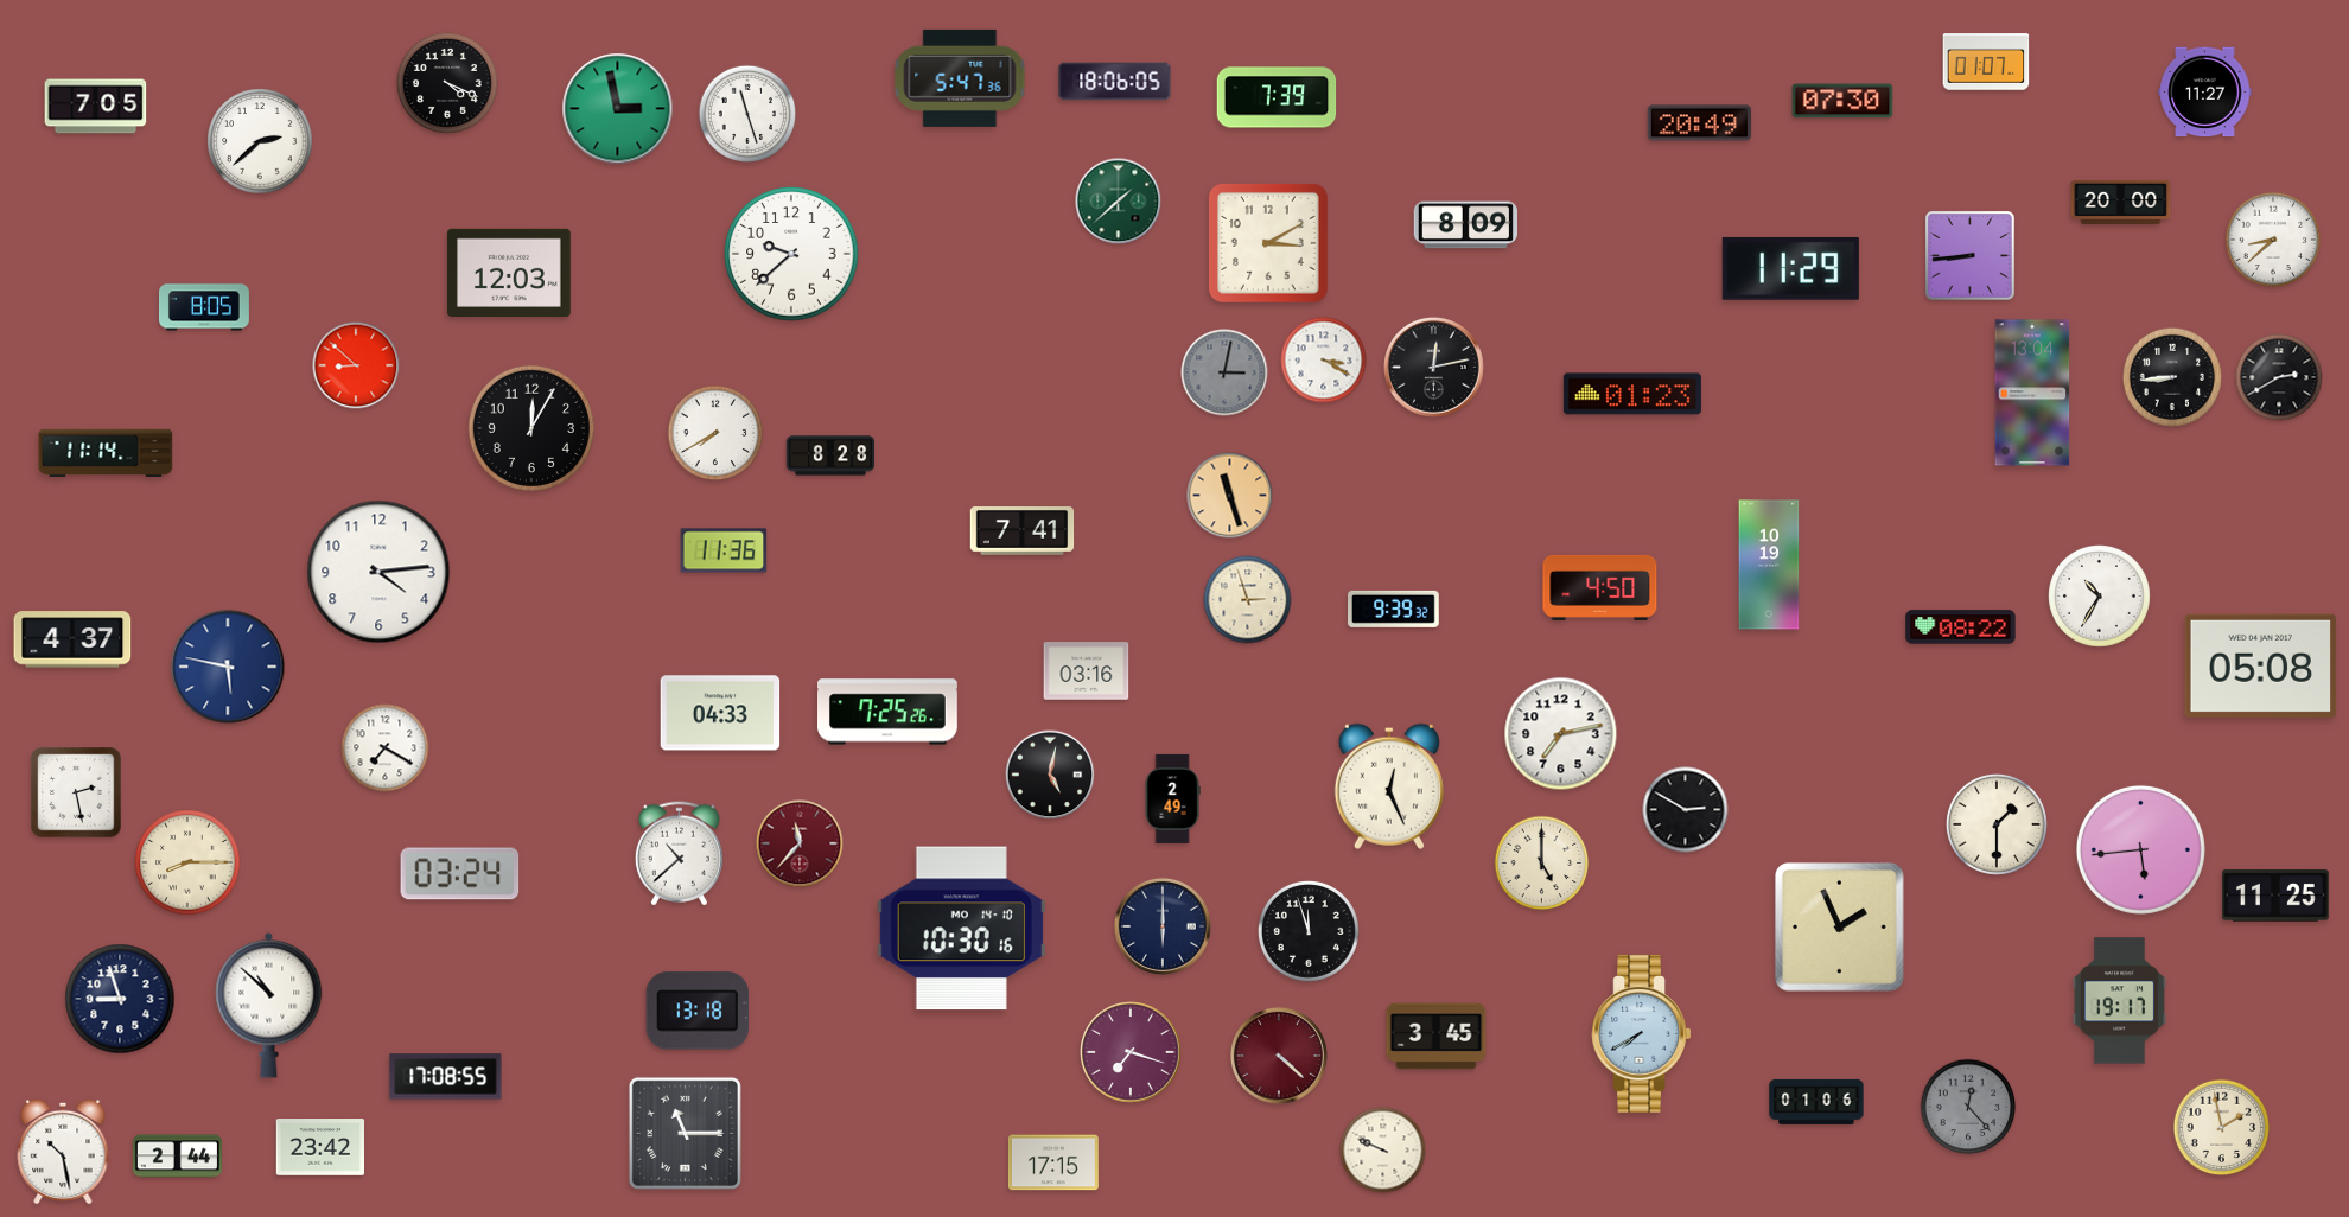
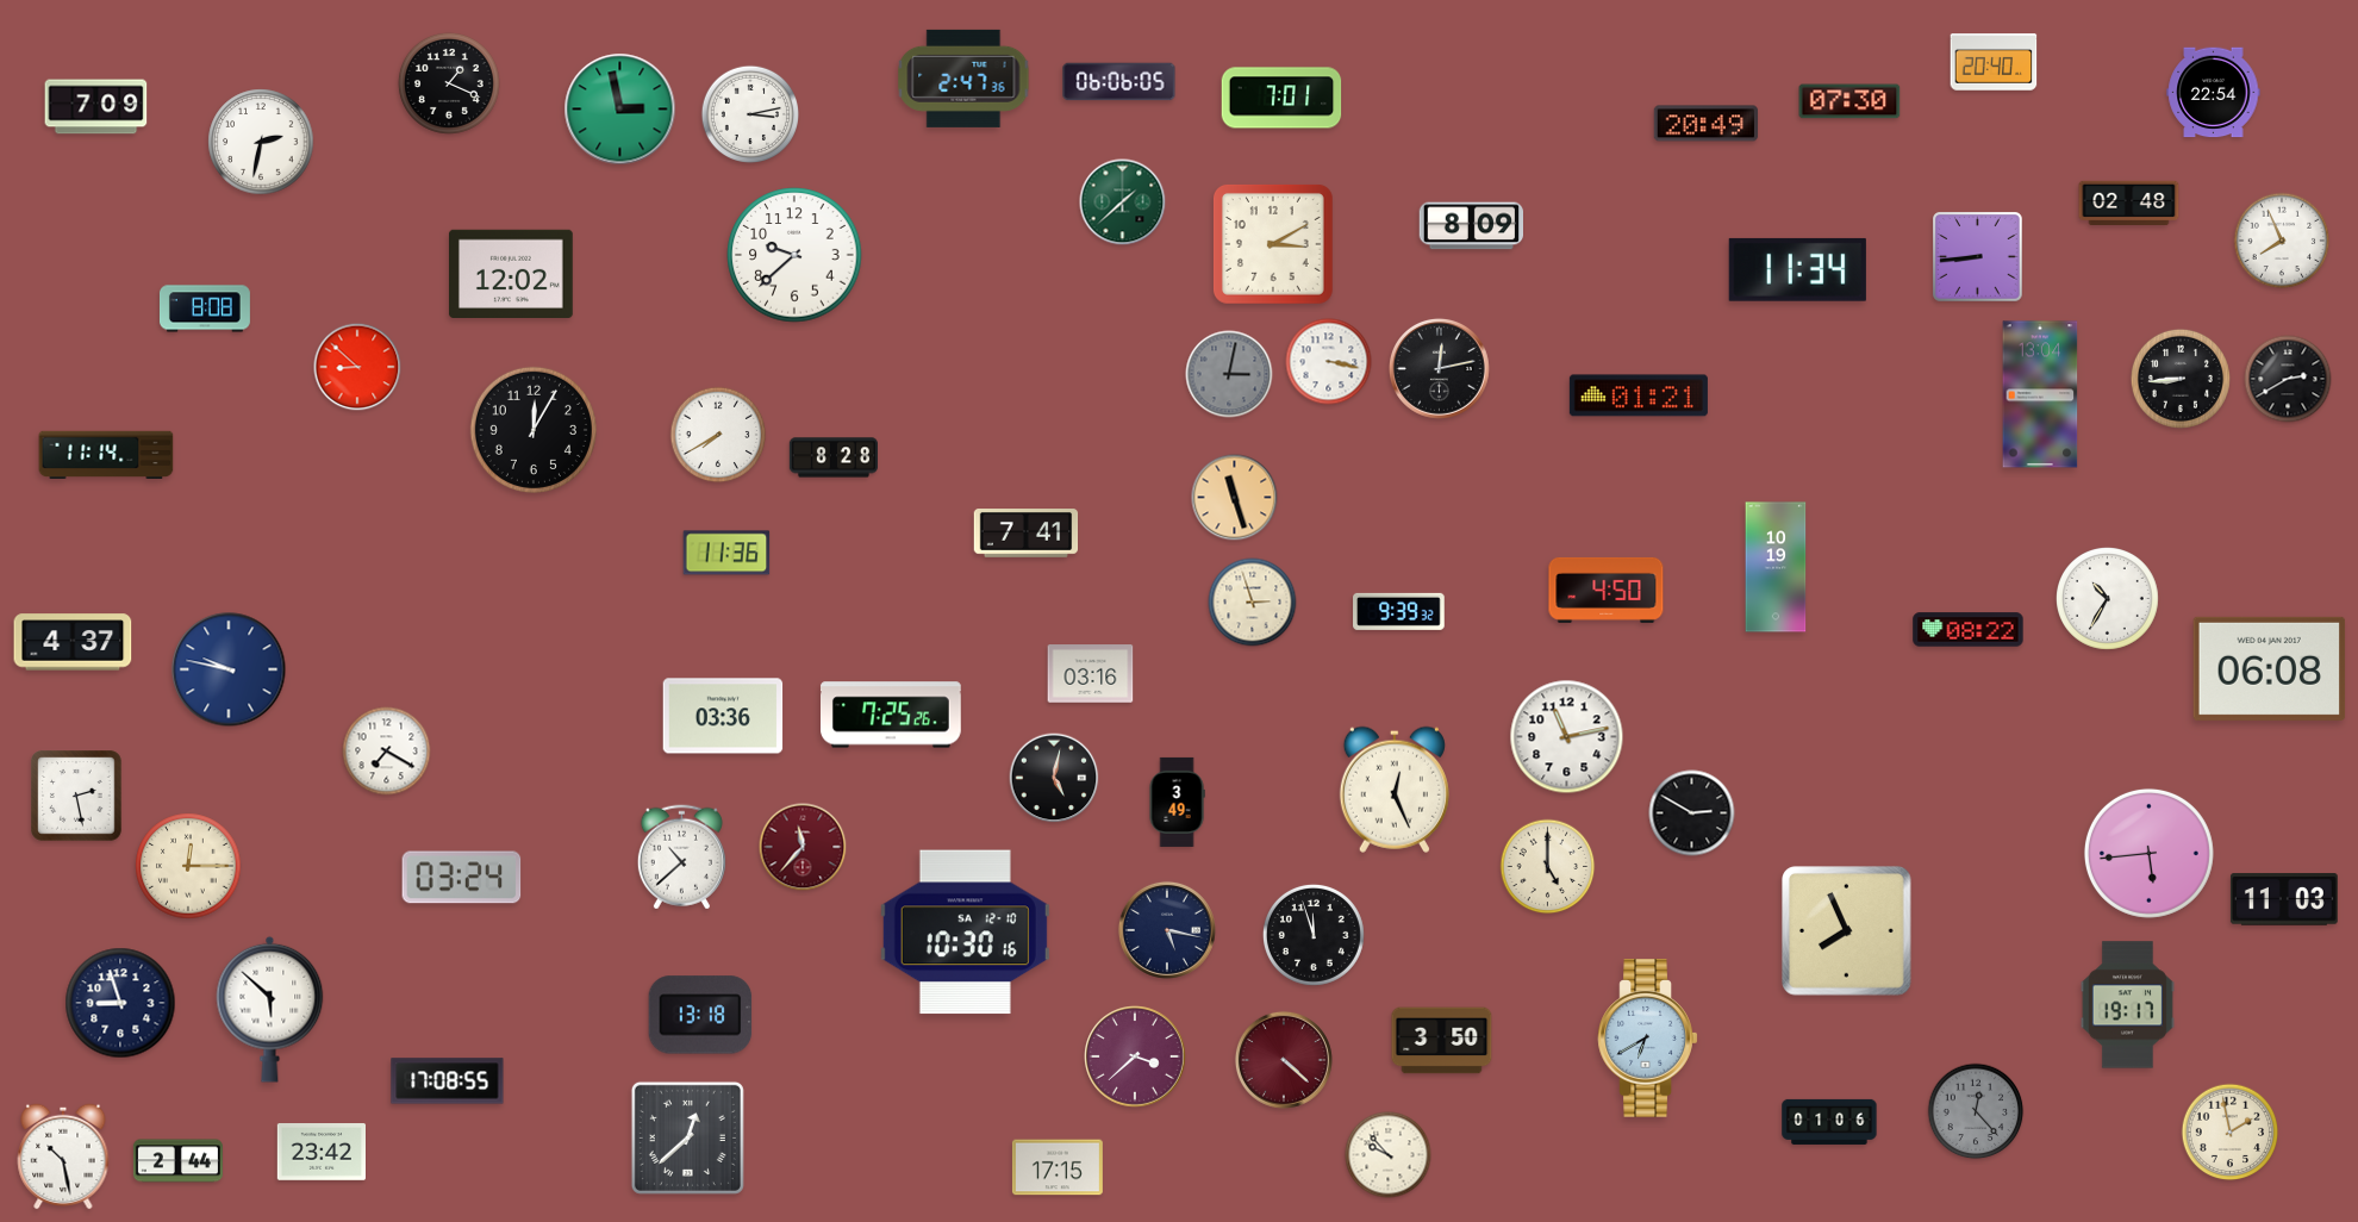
clock at (1986, 62): 01:07 -> 20:40
clock at (960, 78): 5:47 -> 2:47
clock at (1115, 82): 18:06 -> 06:06
clock at (447, 83): 4:19 -> 1:19
clock at (2205, 93): 11:27 -> 22:54
clock at (1277, 97): 7:39 -> 7:01
clock at (96, 107): 7:05 -> 7:09
clock at (746, 113): 11:27 -> 3:13
clock at (260, 141): 2:38 -> 2:32
clock at (2121, 202): 20:00 -> 02:48
clock at (2273, 240): 8:38 -> 7:56
clock at (1790, 268): 11:29 -> 11:34
clock at (509, 272): 12:03 -> 12:02
clock at (204, 307): 8:05 -> 8:08
clock at (1324, 361): 3:20 -> 3:17
clock at (1632, 394): 01:23 -> 01:21
clock at (378, 572): 4:14 -> none
clock at (2261, 665): 05:08 -> 06:08
clock at (228, 667): 5:47 -> 9:47
clock at (720, 713): 04:33 -> 03:36
clock at (1561, 734): 7:13 -> 11:13
clock at (1172, 798): 2:49 -> 3:49
clock at (1997, 824): 1:30 -> none
clock at (187, 862): 8:15 -> 12:15
clock at (2275, 896): 11:25 -> 11:03
clock at (1163, 926): 6:00 -> 5:17
clock at (1840, 928): 1:56 -> 7:56
clock at (961, 929) date: MO 14-10 -> SA 12-10
clock at (269, 1005): 10:52 -> 5:52
clock at (1642, 1034): 7:40 -> 6:40
clock at (1437, 1037): 3:45 -> 3:50
clock at (1132, 1053): 7:18 -> 3:38
clock at (1816, 1102) position: (1816, 1102) -> (1829, 1122)
clock at (685, 1133): 11:15 -> 12:38
clock at (1383, 1151): 9:49 -> 9:53
